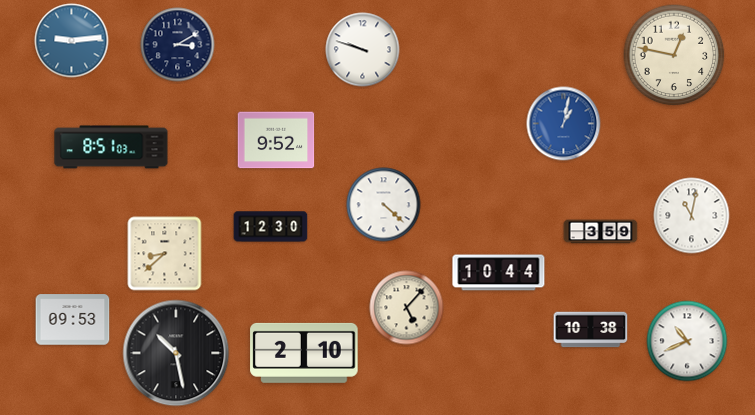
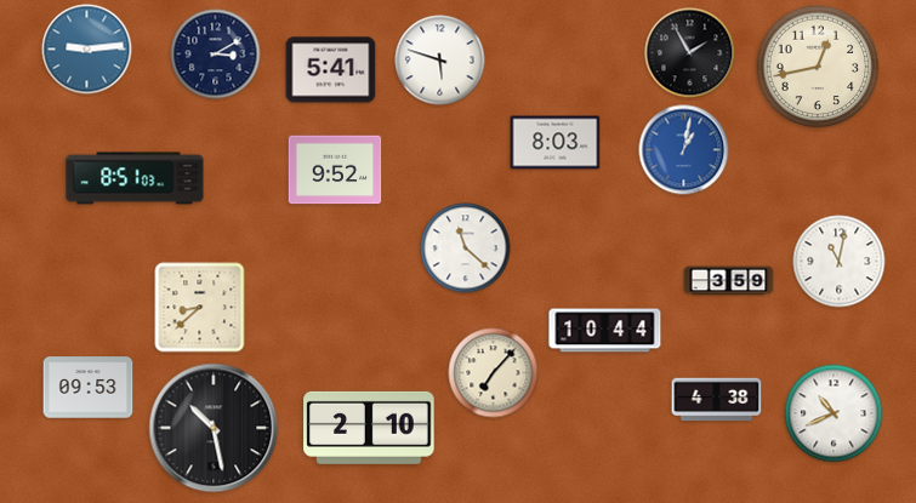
clock at (690, 53): none -> 1:55
clock at (363, 50): 9:48 -> 5:48
clock at (674, 55): 12:47 -> 12:43
clock at (331, 70): none -> 5:41
clock at (556, 143): none -> 8:03
clock at (384, 205): 4:22 -> 11:22
clock at (271, 227): 12:30 -> none
clock at (407, 308): 5:07 -> 7:07
clock at (591, 330): 10:38 -> 4:38
